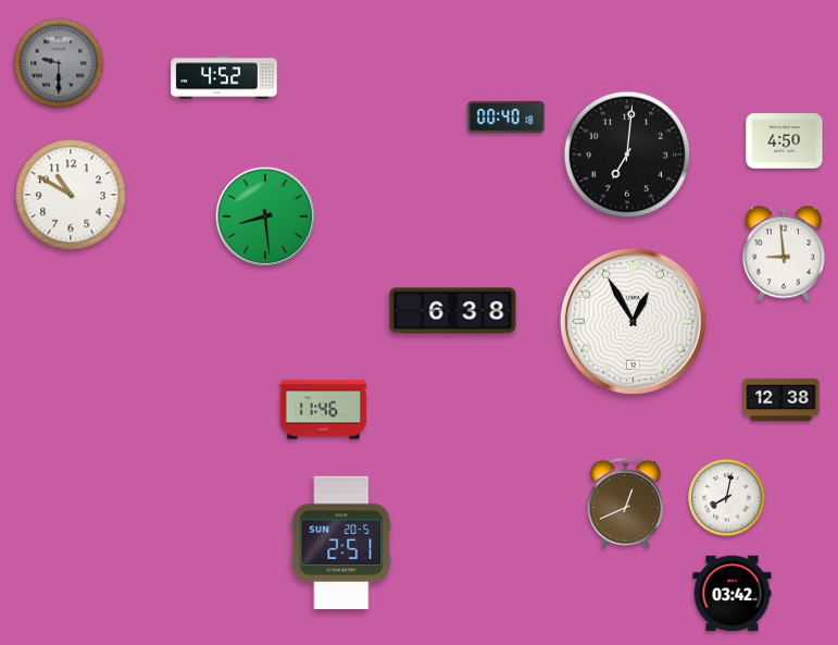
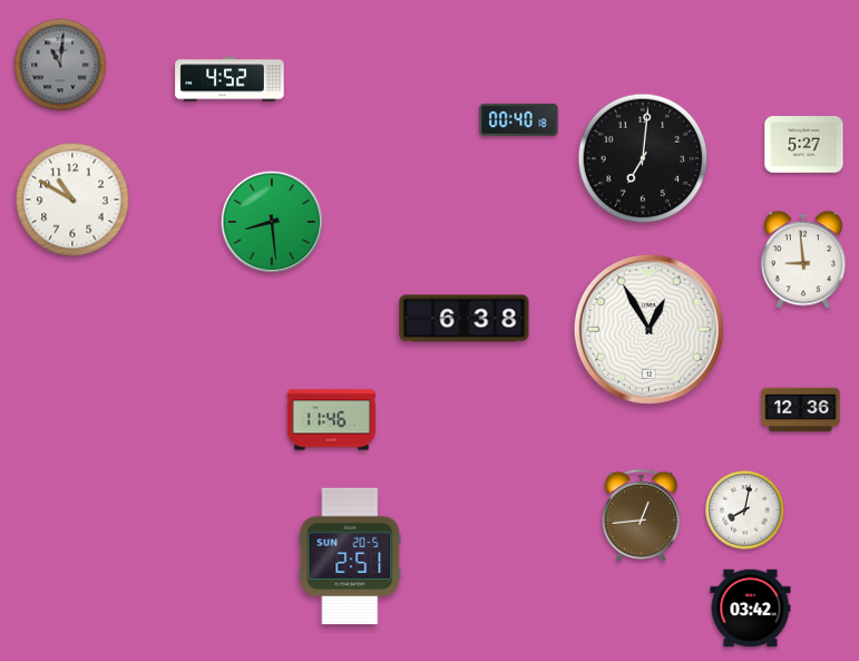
clock at (59, 63): 9:30 -> 11:01
clock at (785, 141): 4:50 -> 5:27
clock at (781, 400): 12:38 -> 12:36
clock at (625, 503): 12:41 -> 12:44
